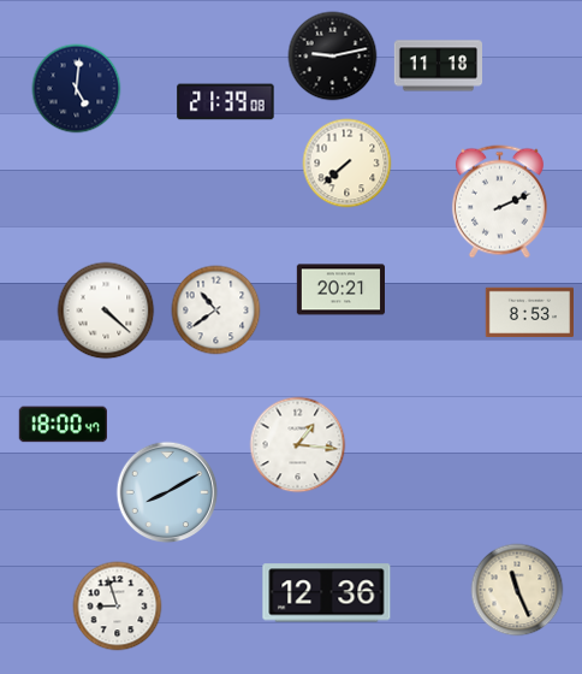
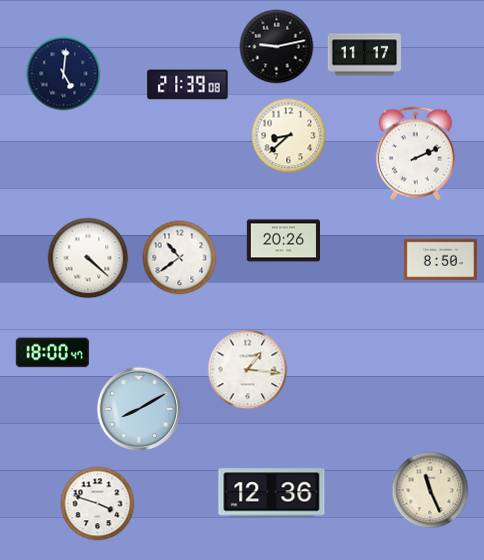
clock at (438, 66): 11:18 -> 11:17
clock at (348, 164): 7:38 -> 8:38
clock at (499, 202) position: (499, 202) -> (415, 154)
clock at (340, 290): 20:21 -> 20:26
clock at (529, 313): 8:53 -> 8:50
clock at (118, 607): 8:57 -> 3:48
